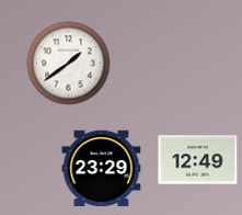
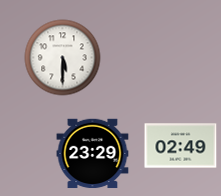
clock at (69, 64): 1:39 -> 5:30
clock at (198, 160): 12:49 -> 02:49
